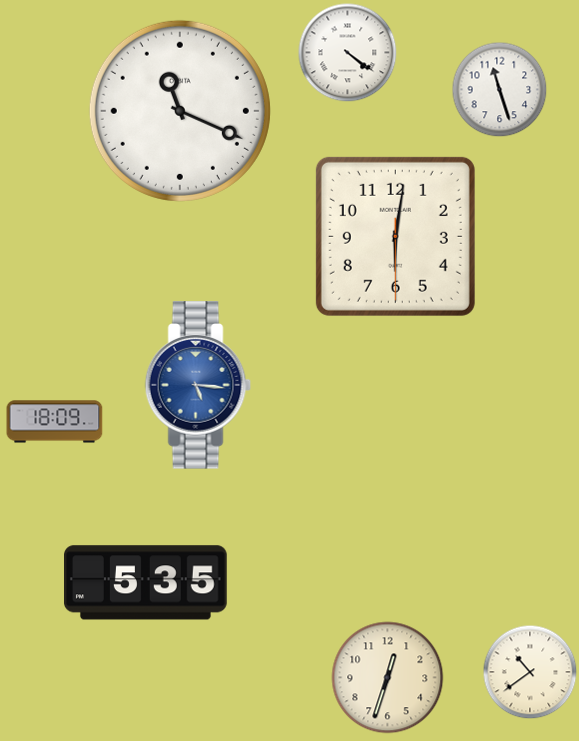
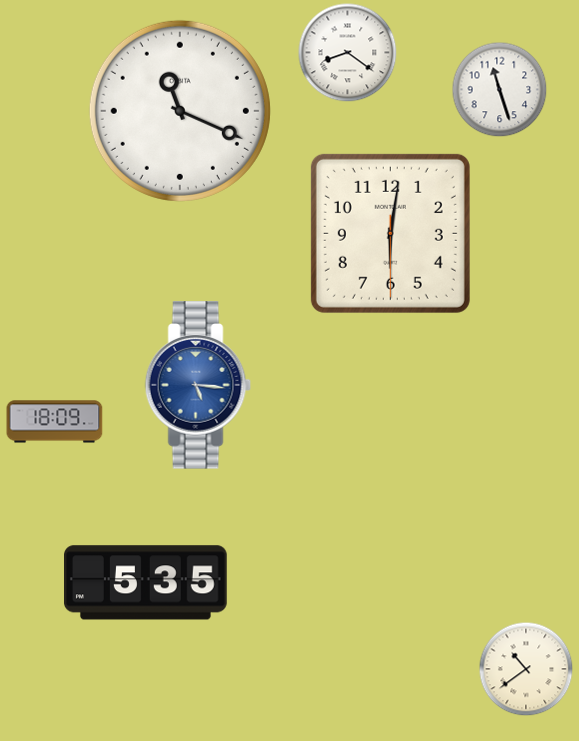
clock at (348, 53): 4:21 -> 8:21
clock at (395, 236) position: (395, 236) -> (390, 233)
clock at (530, 672) position: (530, 672) -> (526, 669)
clock at (388, 678): 12:33 -> none
